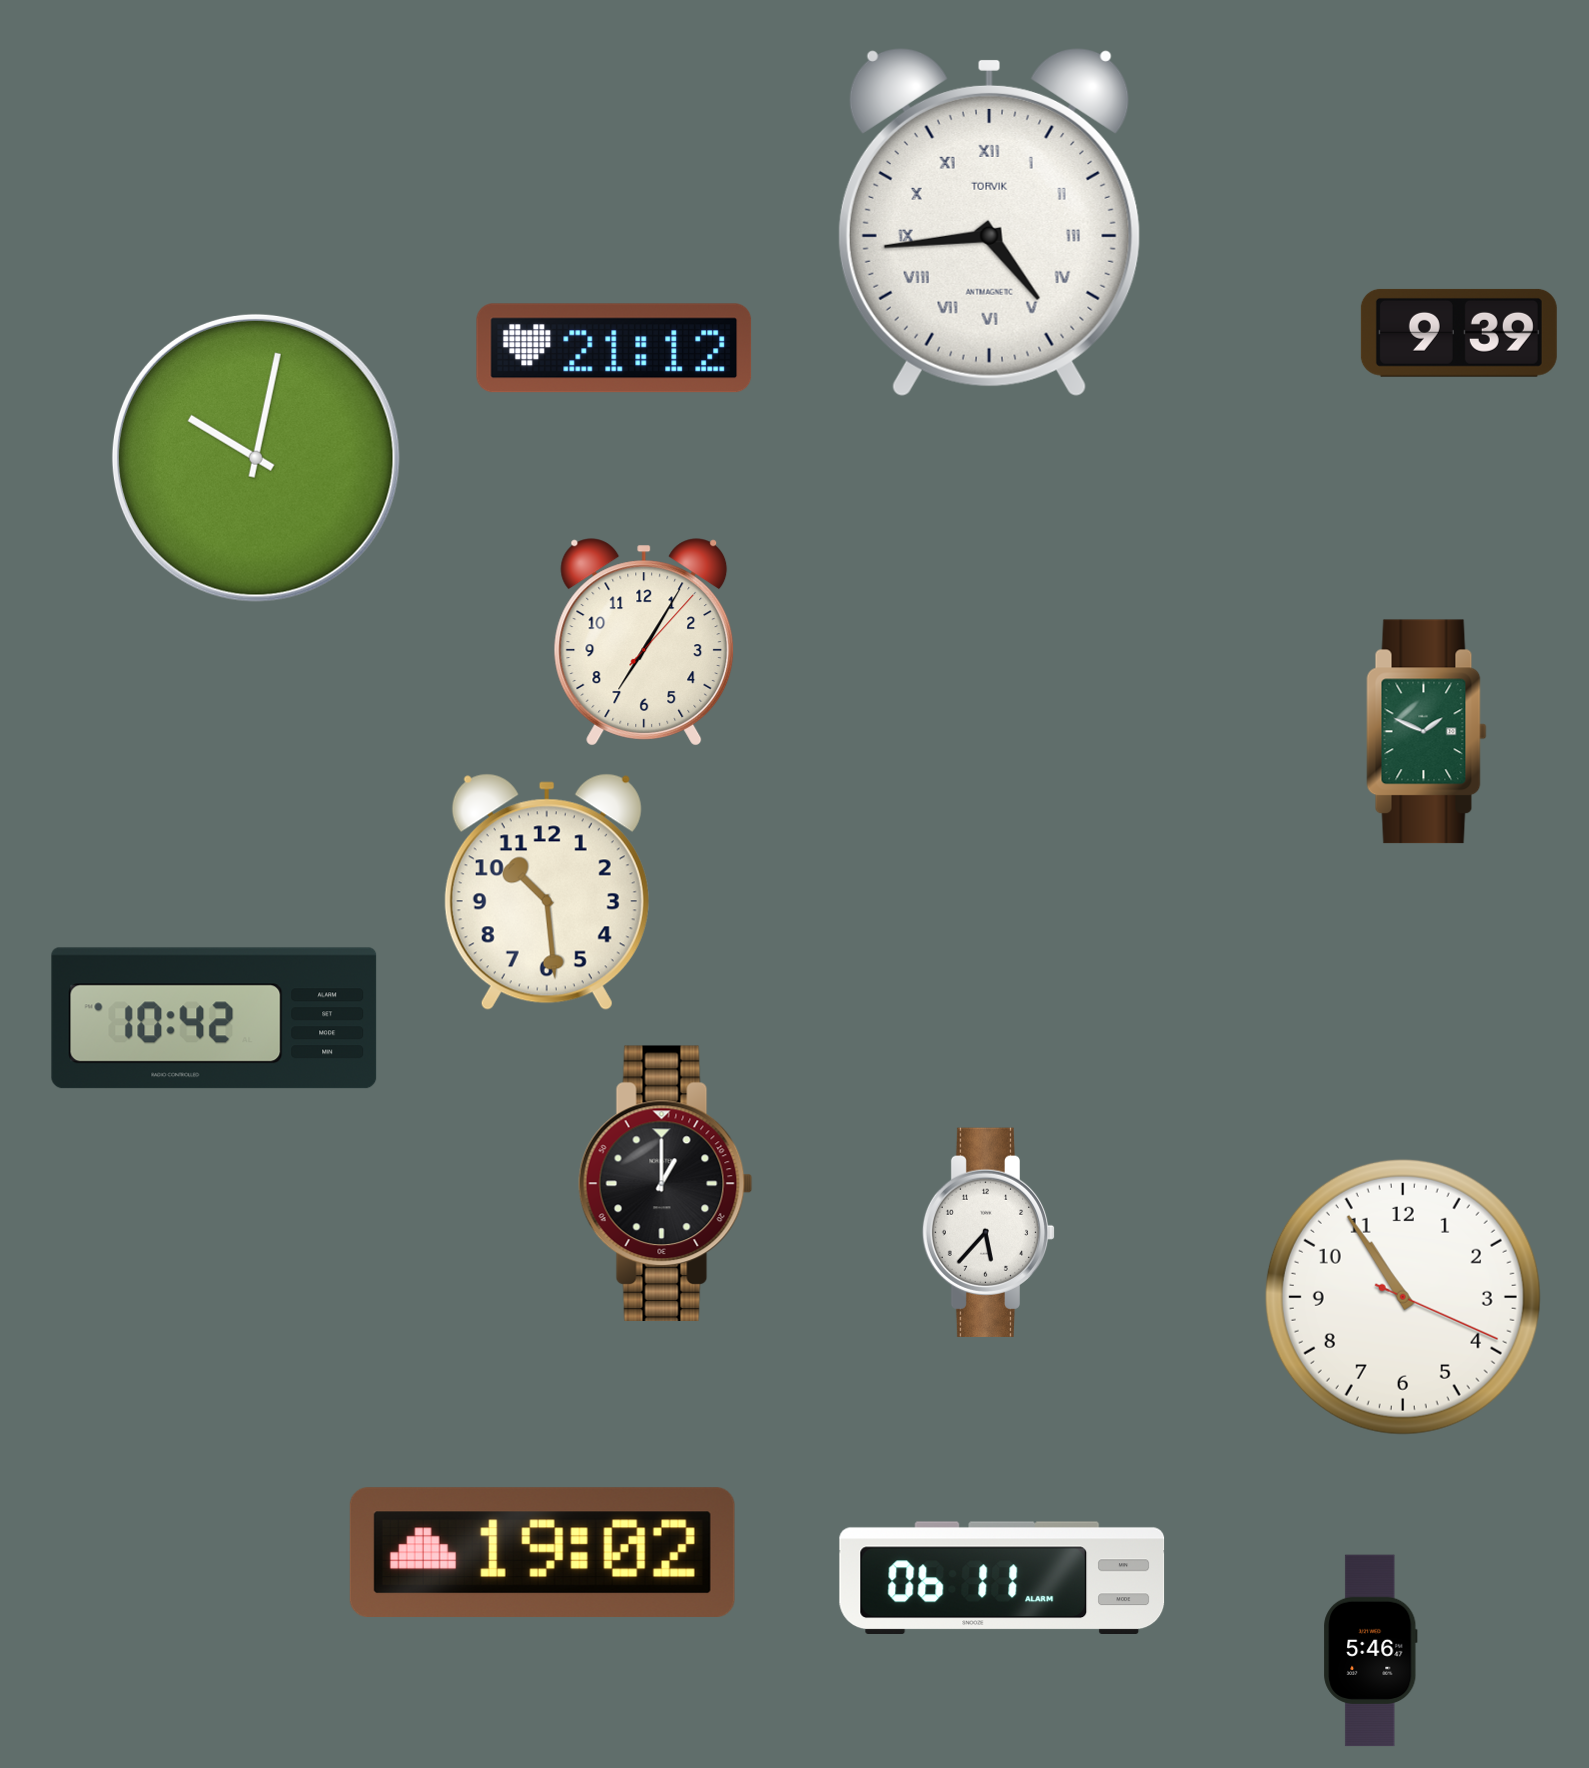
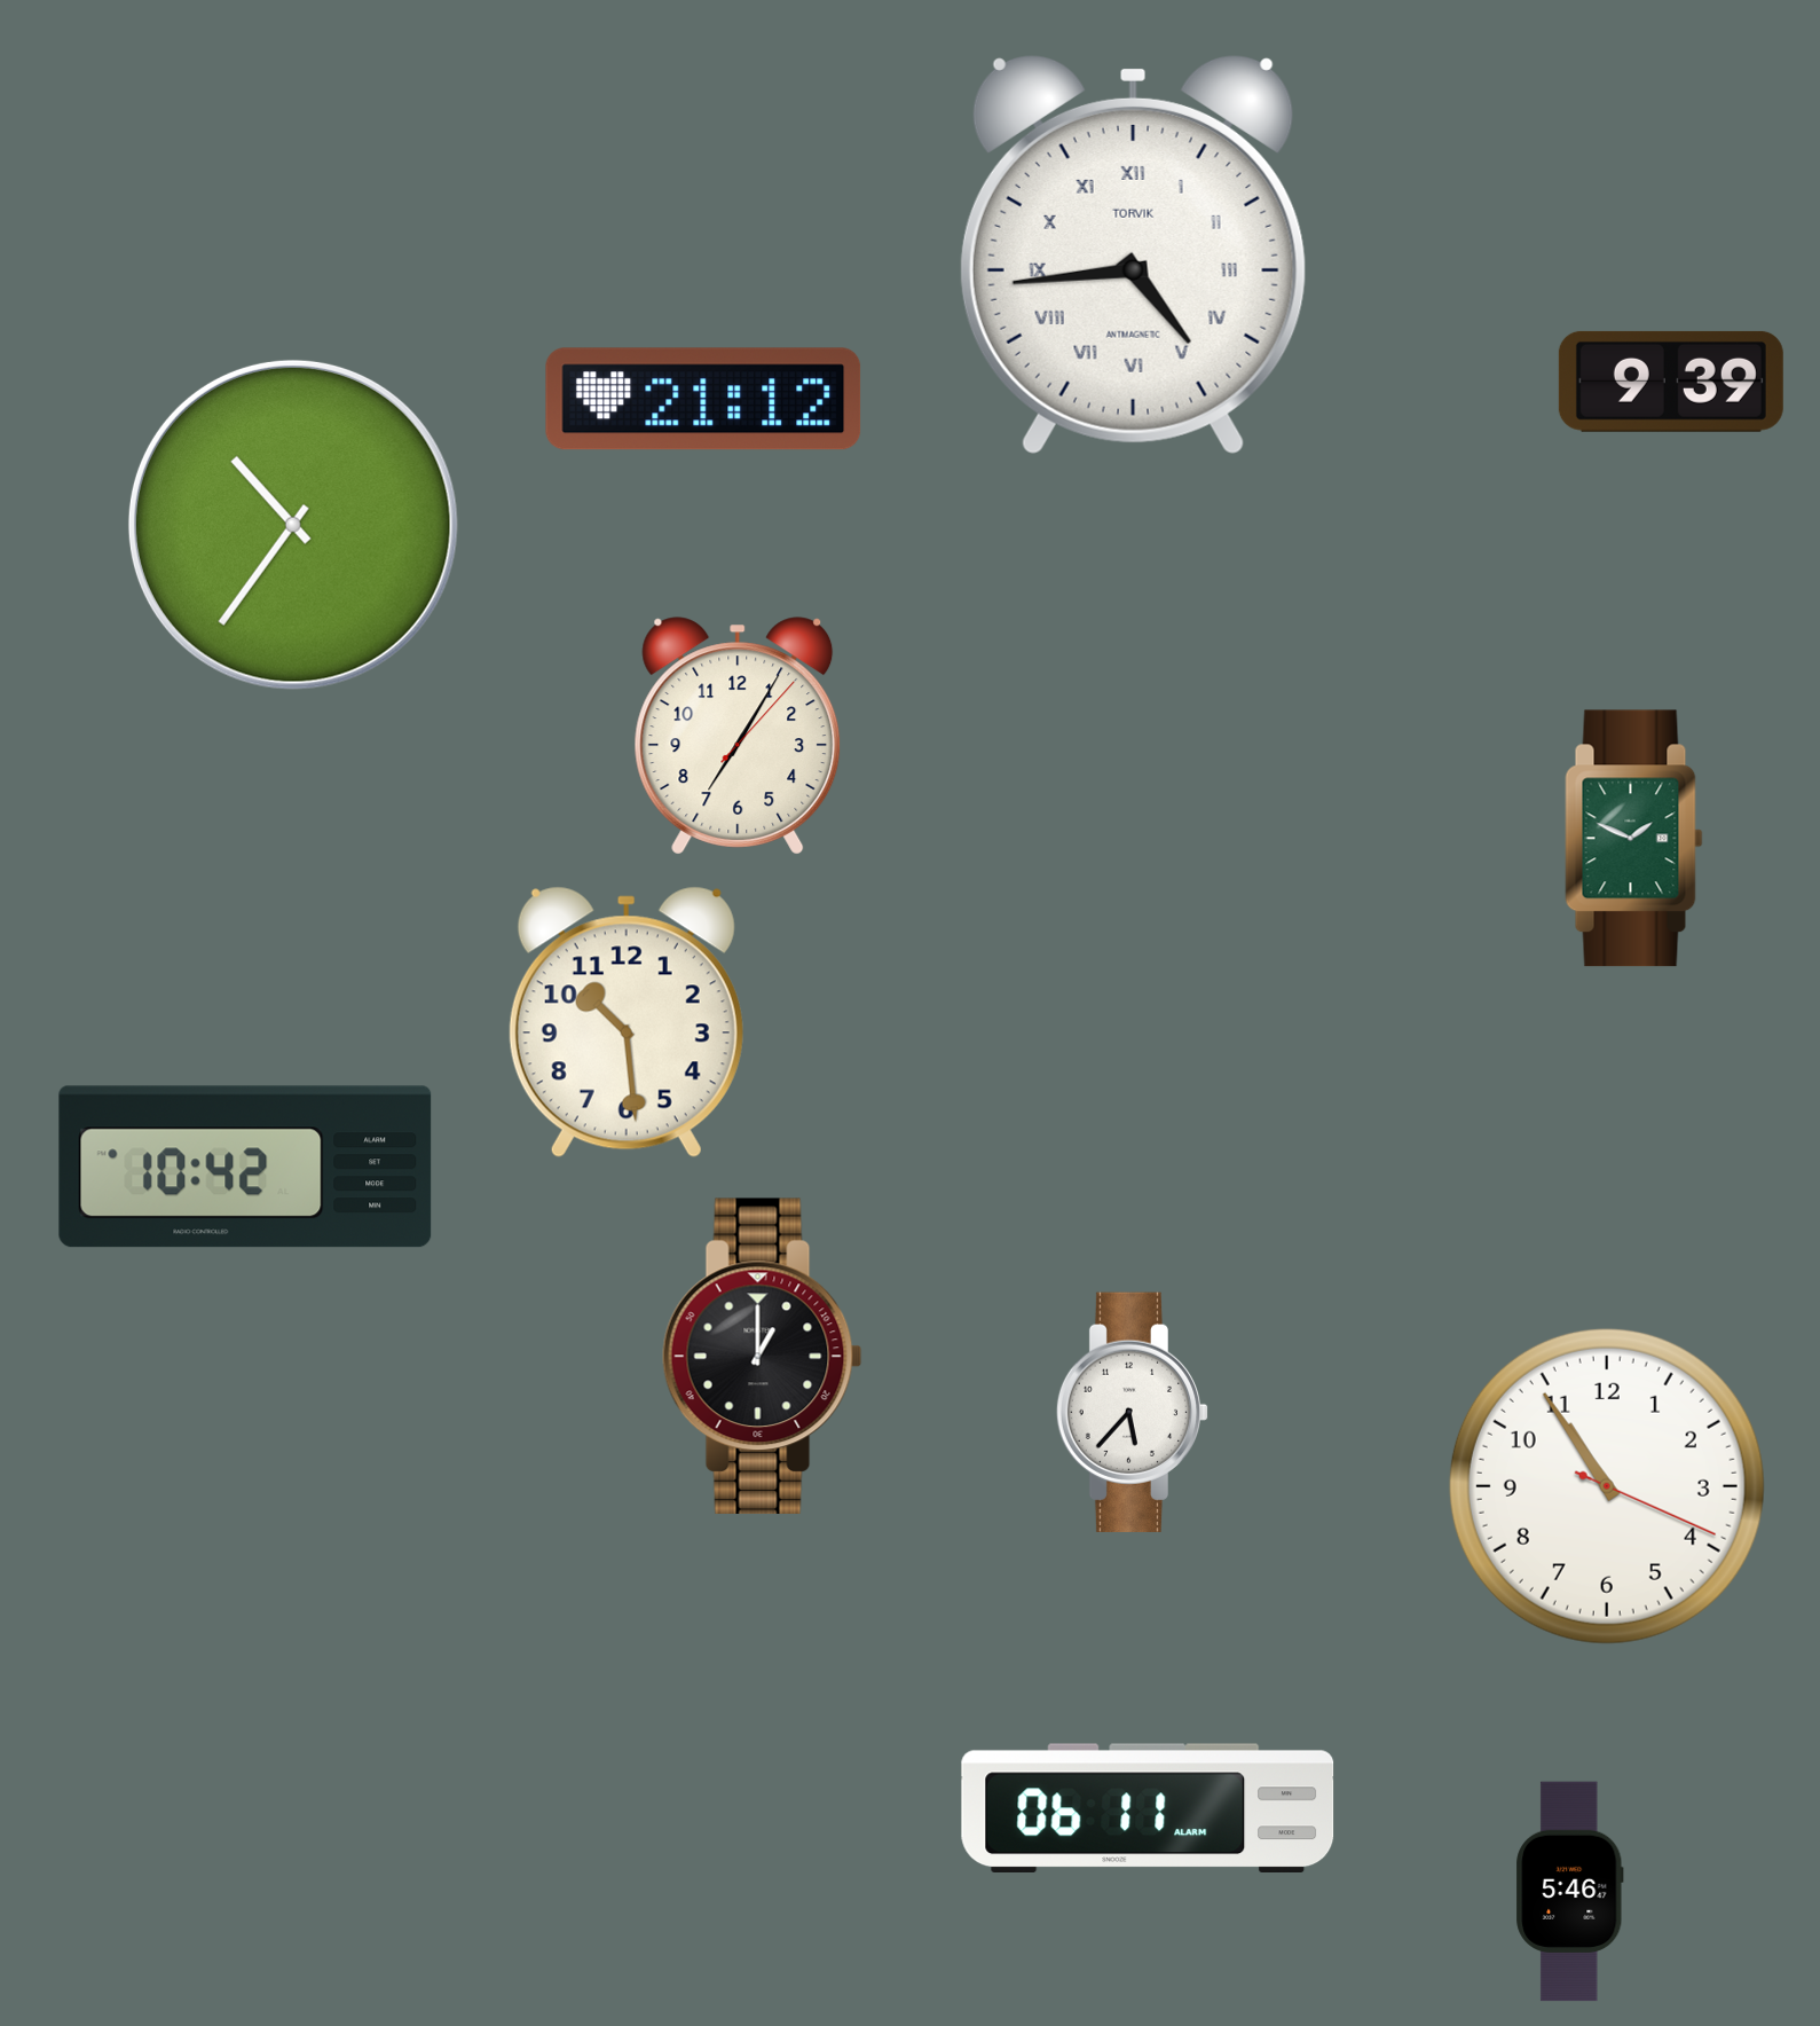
clock at (256, 458): 10:02 -> 10:36
clock at (542, 1552): 19:02 -> none
